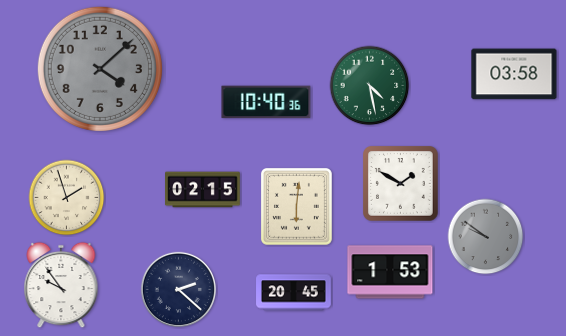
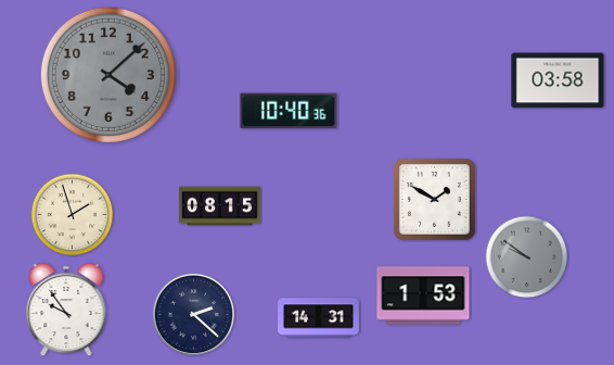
clock at (370, 86): 4:28 -> none
clock at (203, 190): 02:15 -> 08:15
clock at (296, 206): 6:01 -> none
clock at (294, 293): 20:45 -> 14:31
